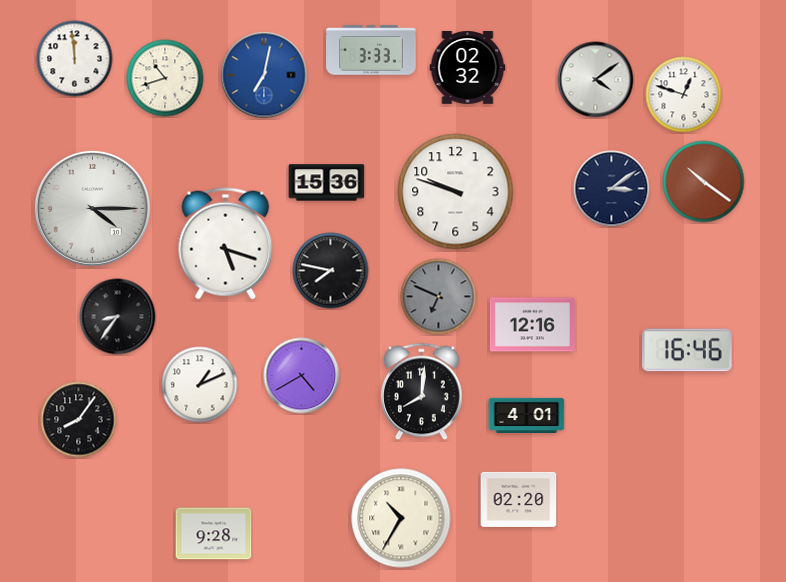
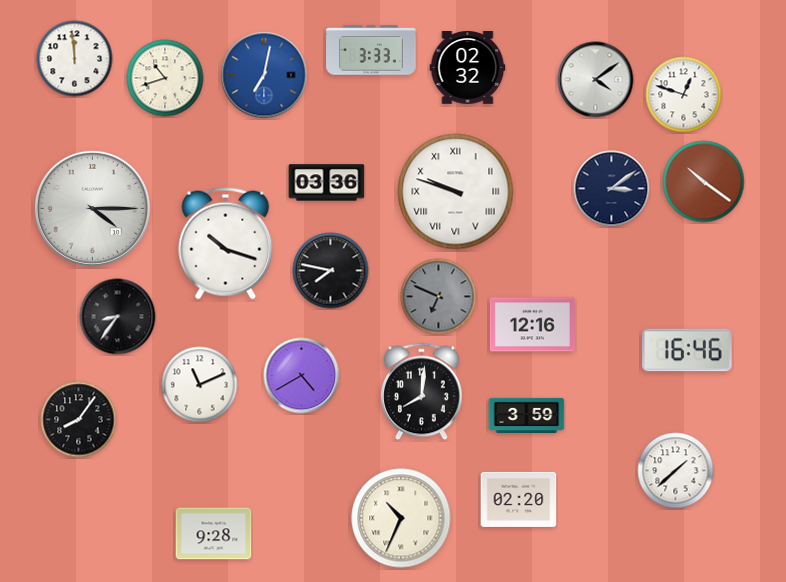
clock at (327, 183): 15:36 -> 03:36
clock at (456, 192) numerals: Arabic -> Roman
clock at (226, 244): 5:18 -> 10:18
clock at (200, 385): 1:11 -> 11:11
clock at (527, 415): 4:01 -> 3:59
clock at (676, 471): none -> 1:38
clock at (401, 518): 10:35 -> 10:34
